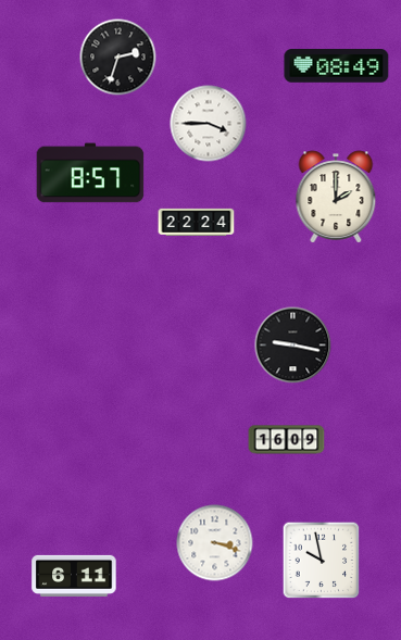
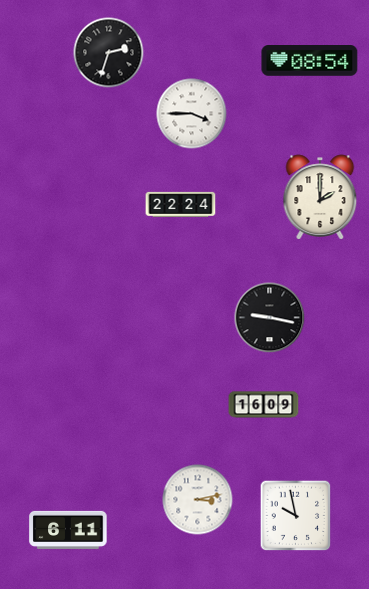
clock at (337, 66): 08:49 -> 08:54
clock at (90, 173): 8:57 -> none
clock at (336, 197) position: (336, 197) -> (320, 197)
clock at (215, 543): 3:18 -> 3:13
